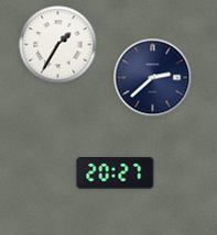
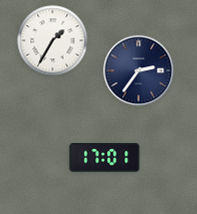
clock at (153, 78): 2:38 -> 2:36
clock at (116, 174): 20:27 -> 17:01
